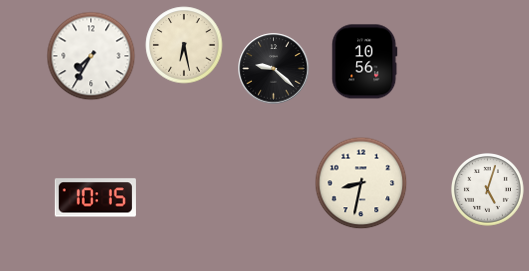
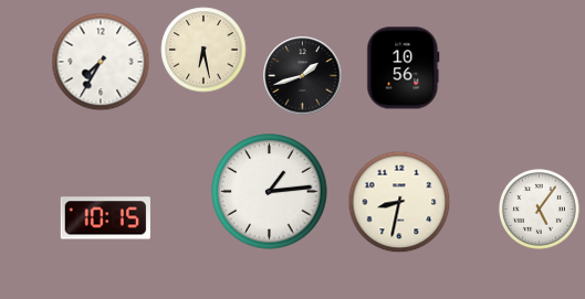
clock at (274, 69): 9:22 -> 1:42
clock at (270, 192): none -> 1:14
clock at (488, 190): 5:03 -> 5:06
